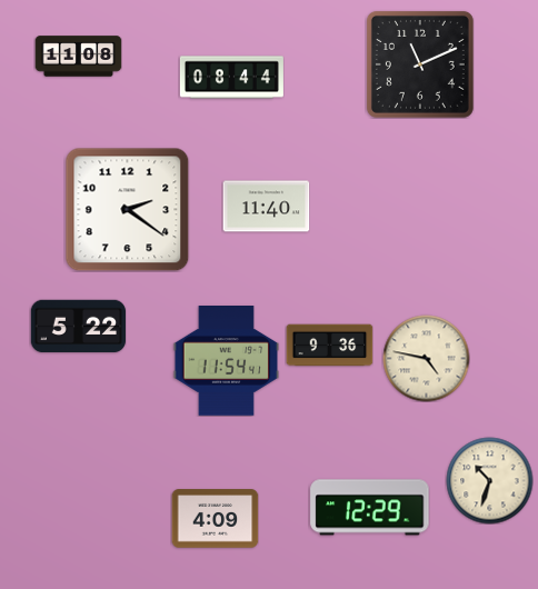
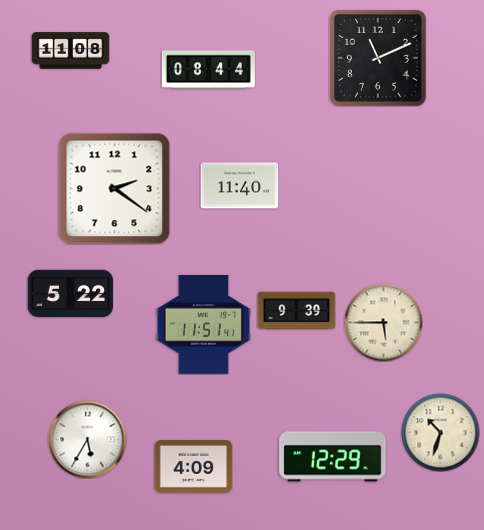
clock at (329, 346): 9:36 -> 9:39
clock at (426, 358): 4:47 -> 5:45
clock at (226, 361): 11:54 -> 11:51
clock at (87, 439): none -> 5:35
